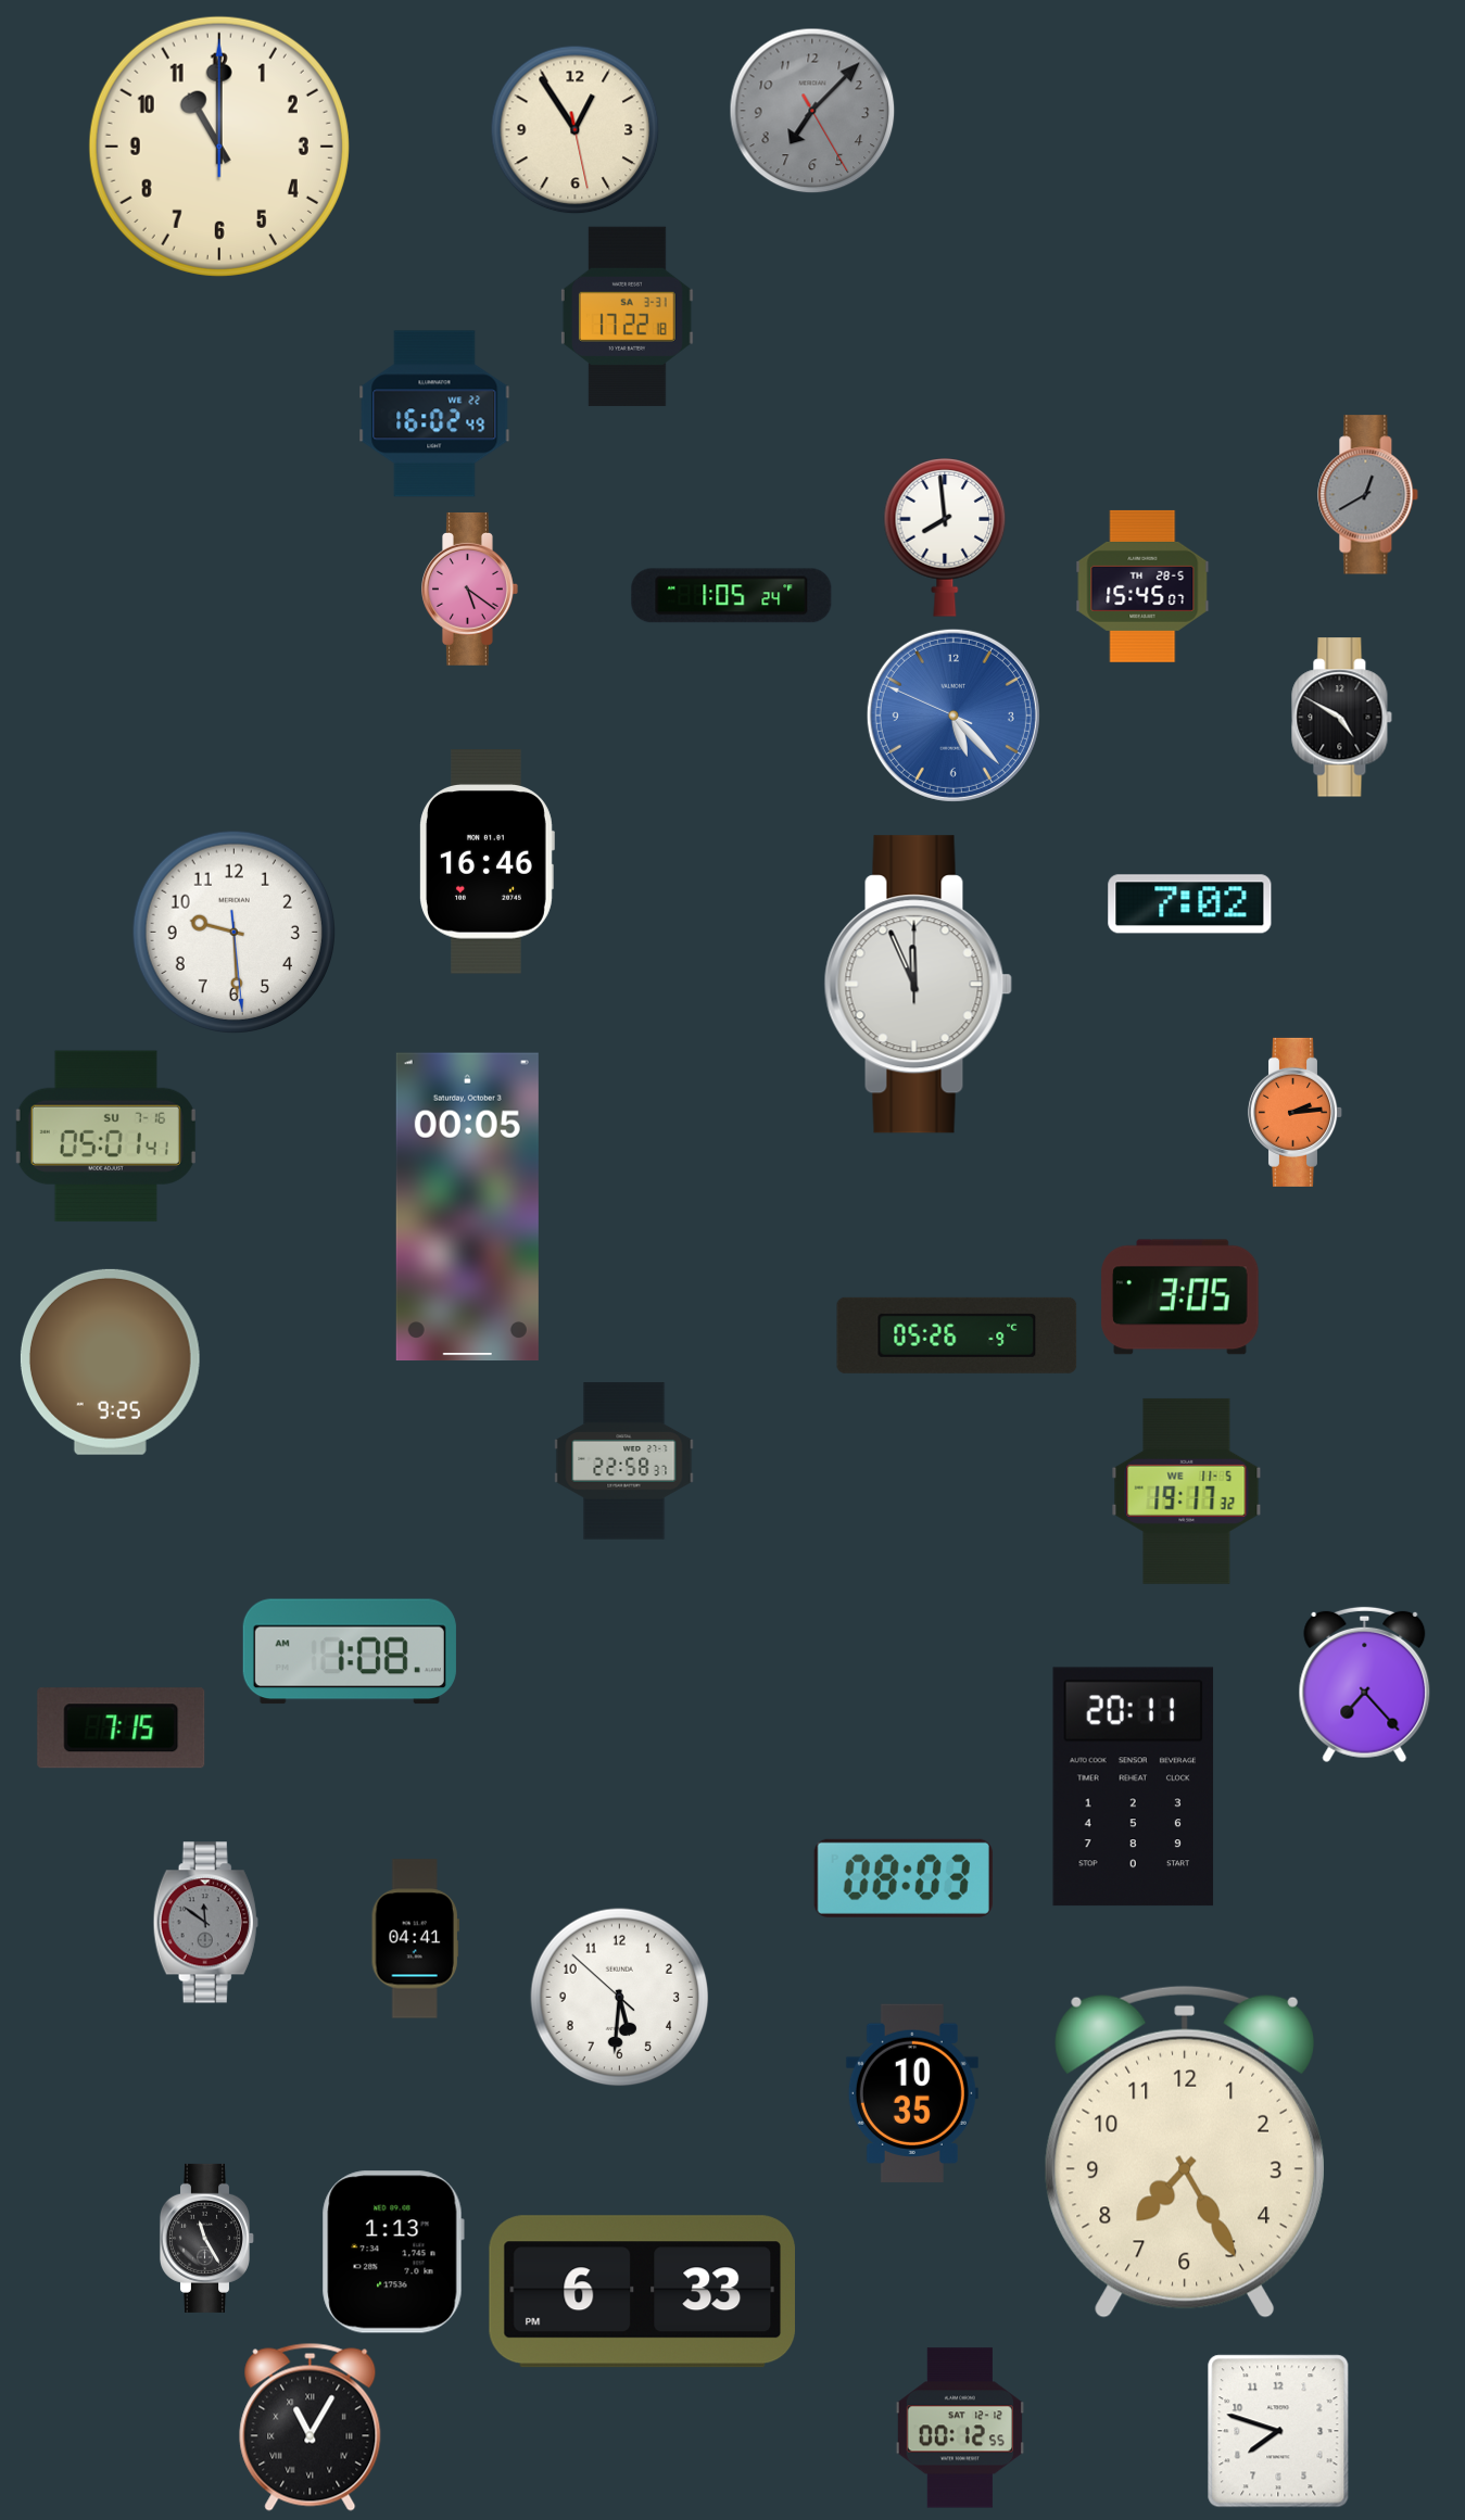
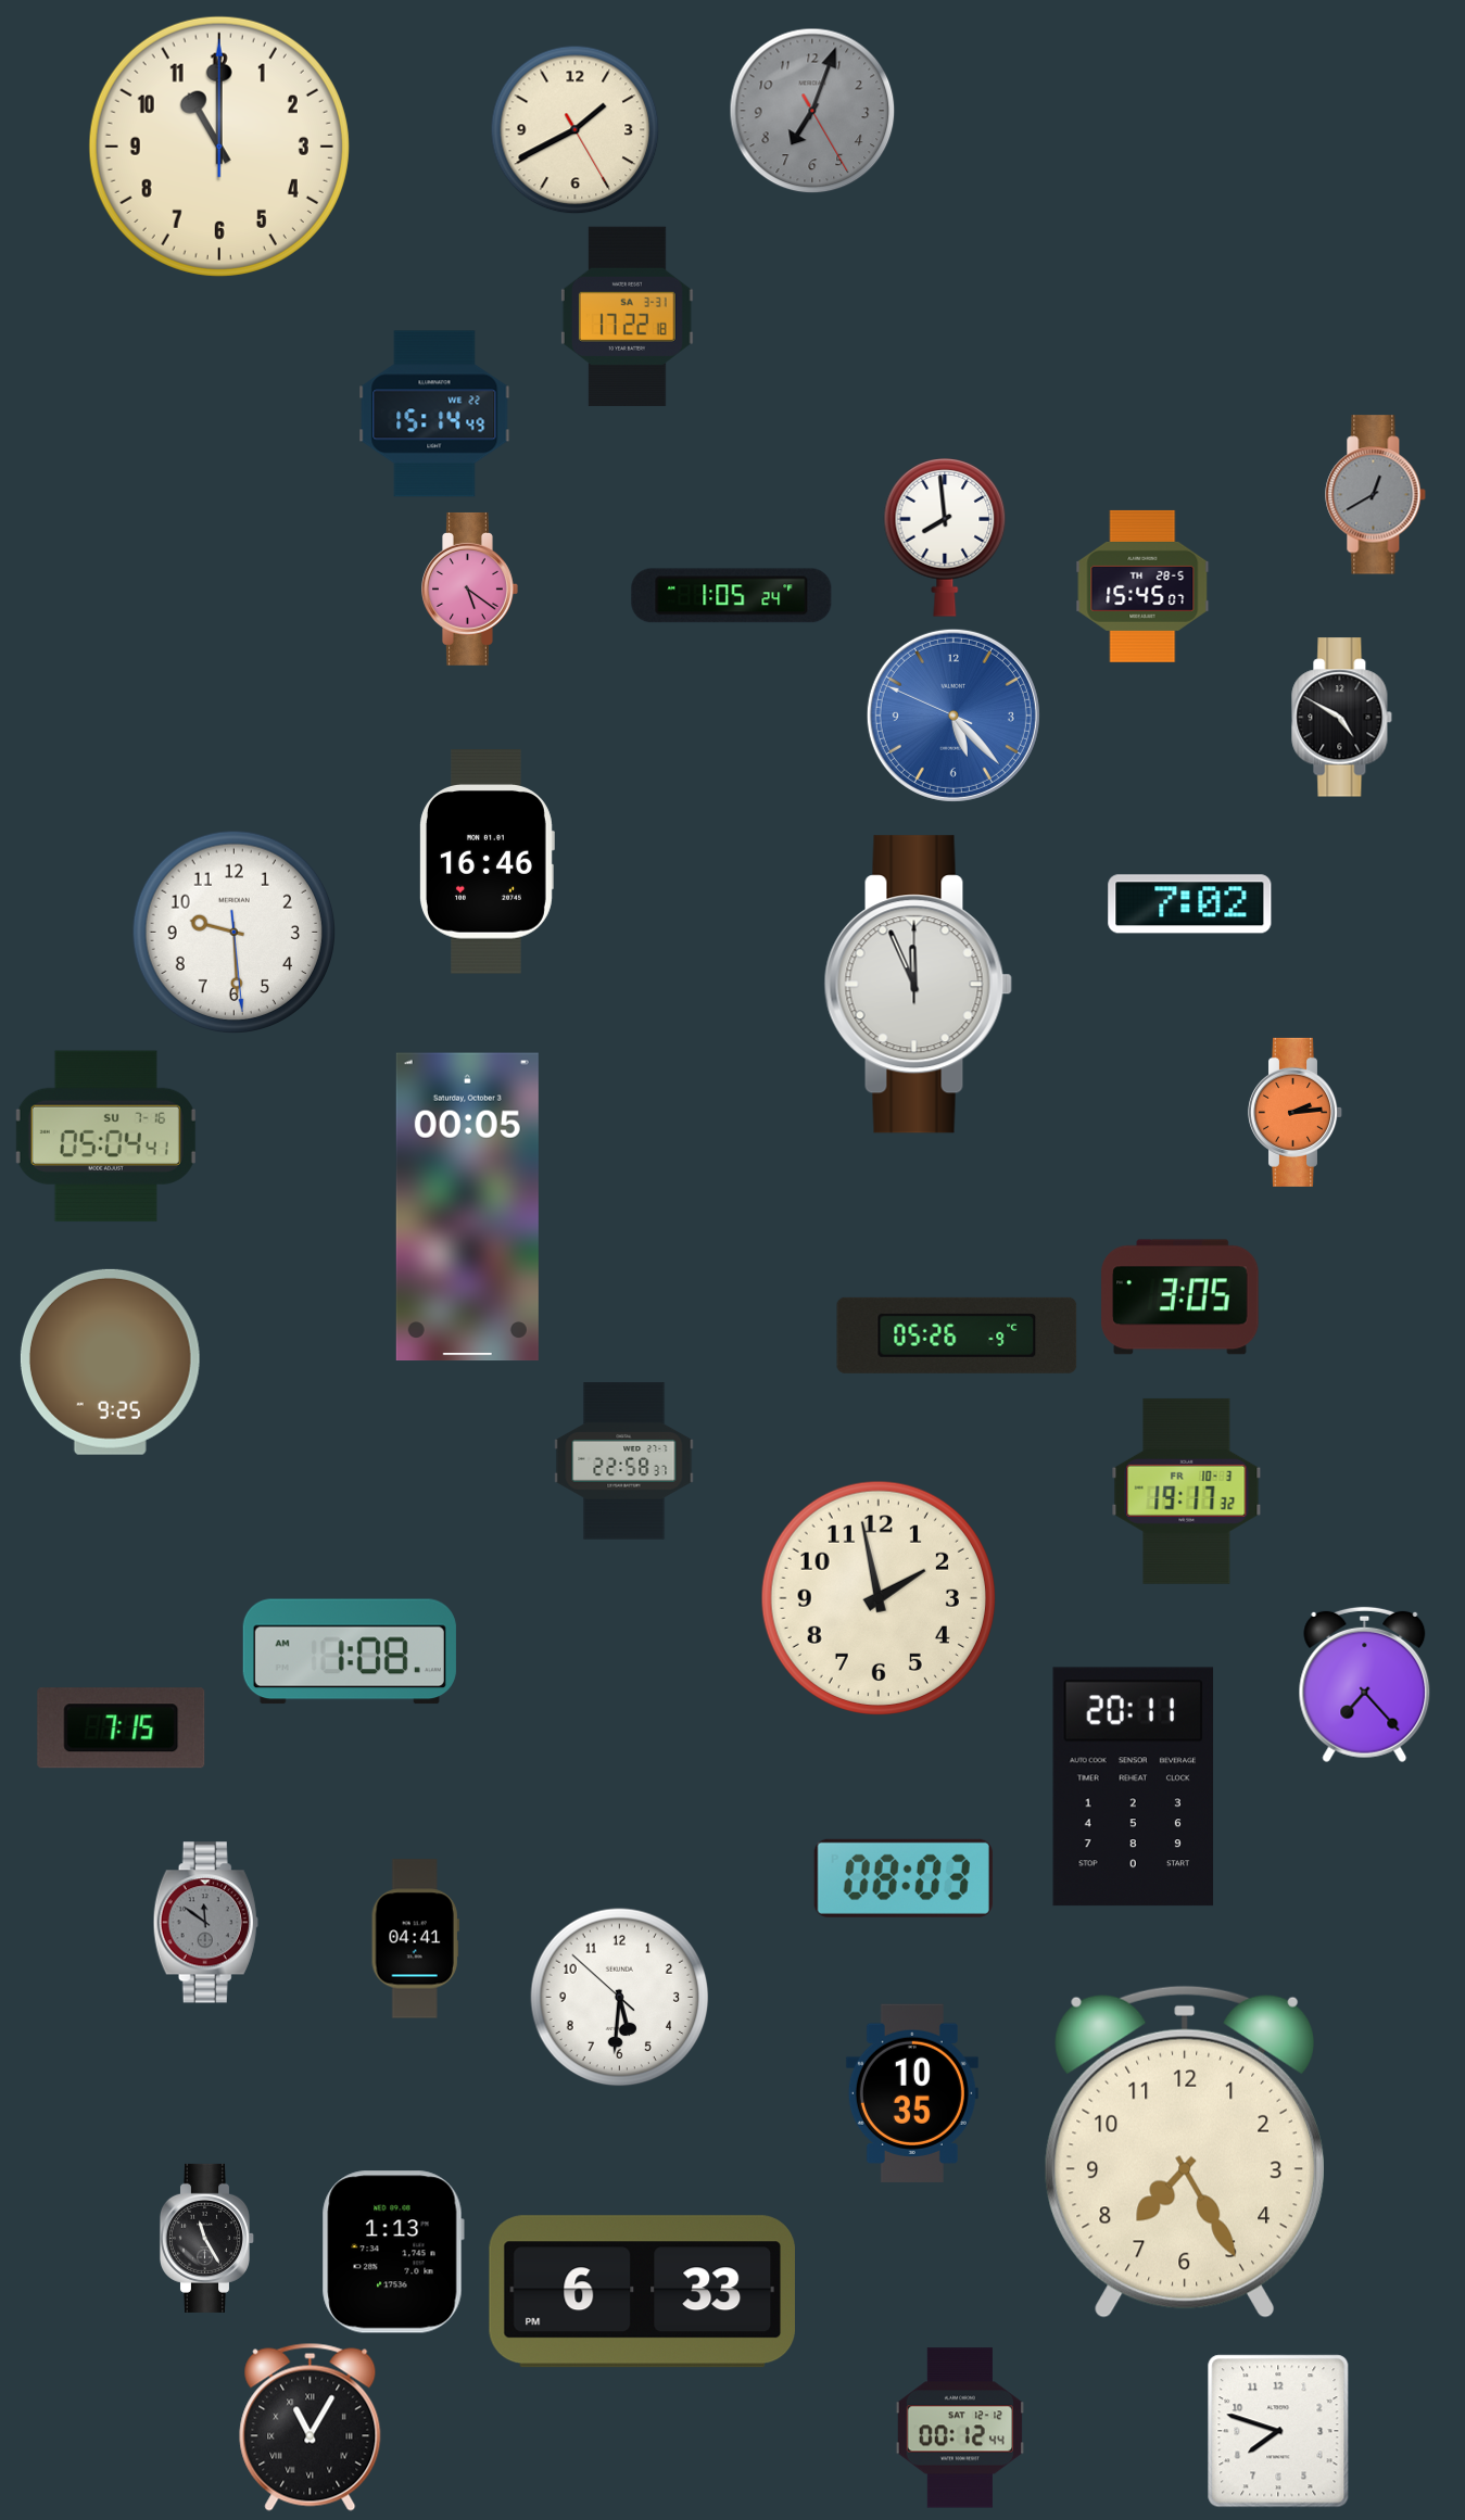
clock at (812, 111): 7:07 -> 7:03
clock at (576, 130): 12:54 -> 1:40
clock at (434, 414): 16:02 -> 15:14
clock at (1368, 495) position: (1368, 495) -> (1376, 495)
clock at (105, 1137): 05:01 -> 05:04
clock at (1187, 1491) date: WE 11-5 -> FR 10-3
clock at (879, 1598): none -> 1:58
clock at (959, 2428): 00:12:55 -> 00:12:44
